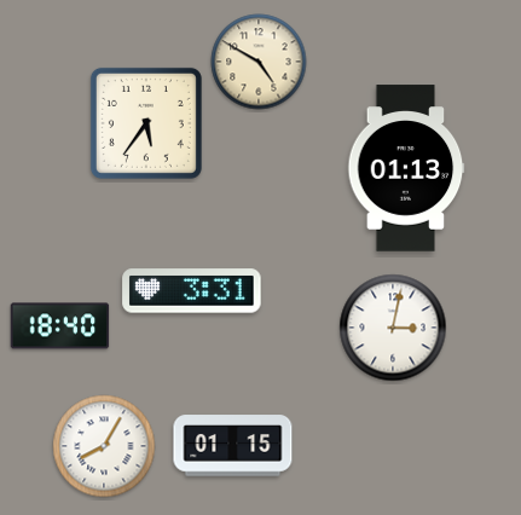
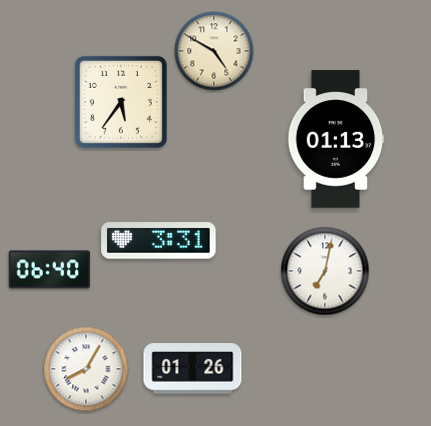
clock at (60, 326): 18:40 -> 06:40
clock at (393, 328): 3:02 -> 7:02
clock at (233, 446): 01:15 -> 01:26
